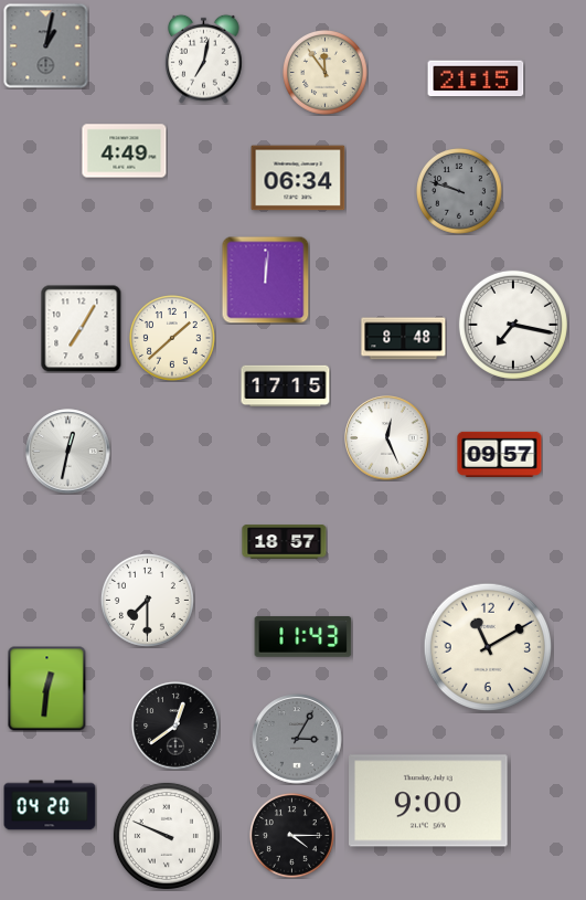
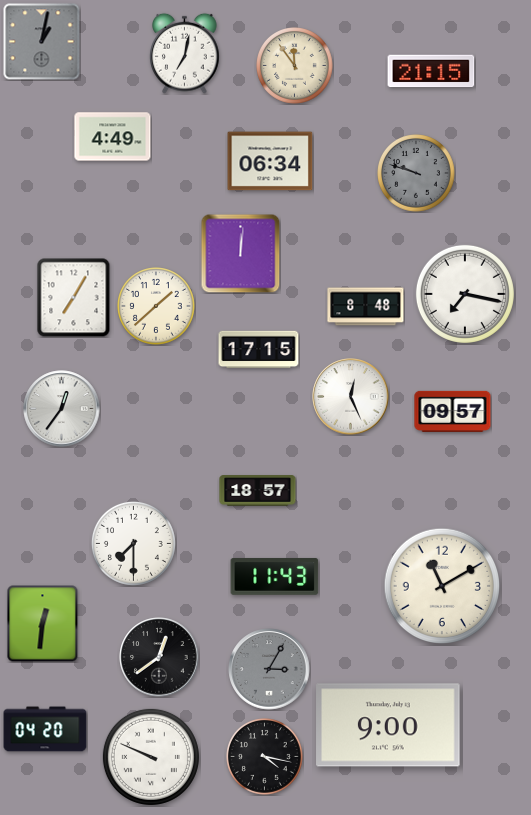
clock at (68, 452): 12:32 -> 12:36
clock at (292, 836): 4:15 -> 4:17
